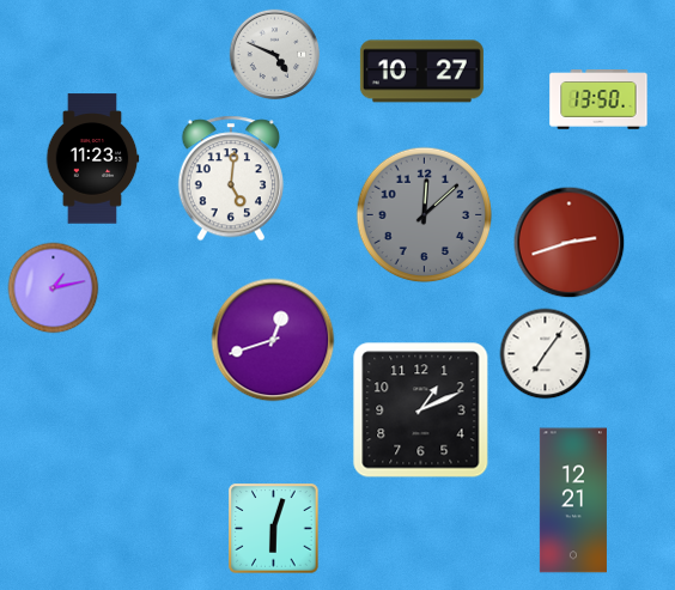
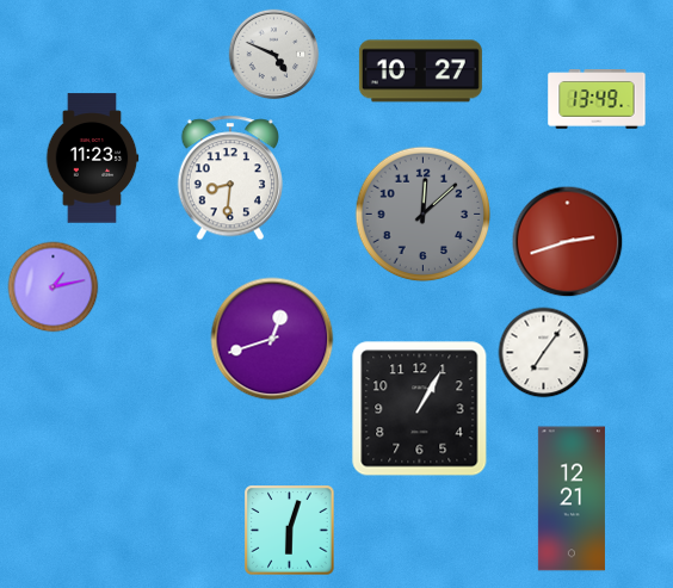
clock at (598, 99): 13:50 -> 13:49
clock at (230, 178): 5:01 -> 8:31
clock at (421, 410): 1:11 -> 1:05
clock at (274, 529) position: (274, 529) -> (290, 531)
